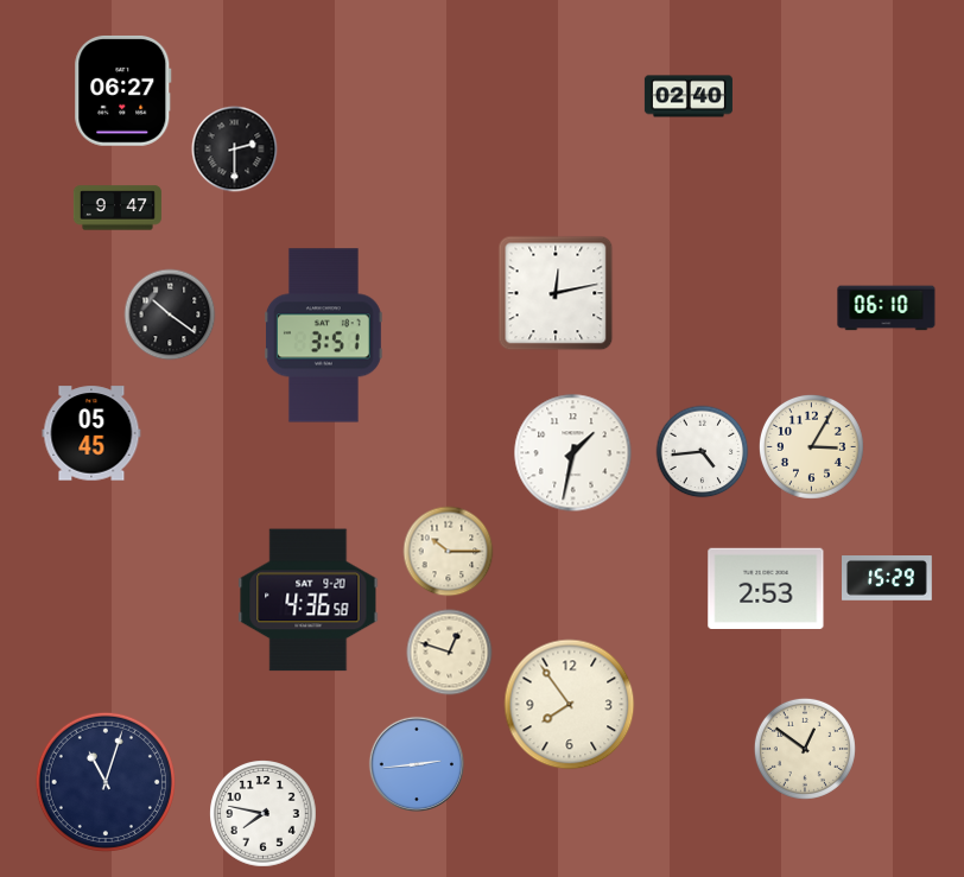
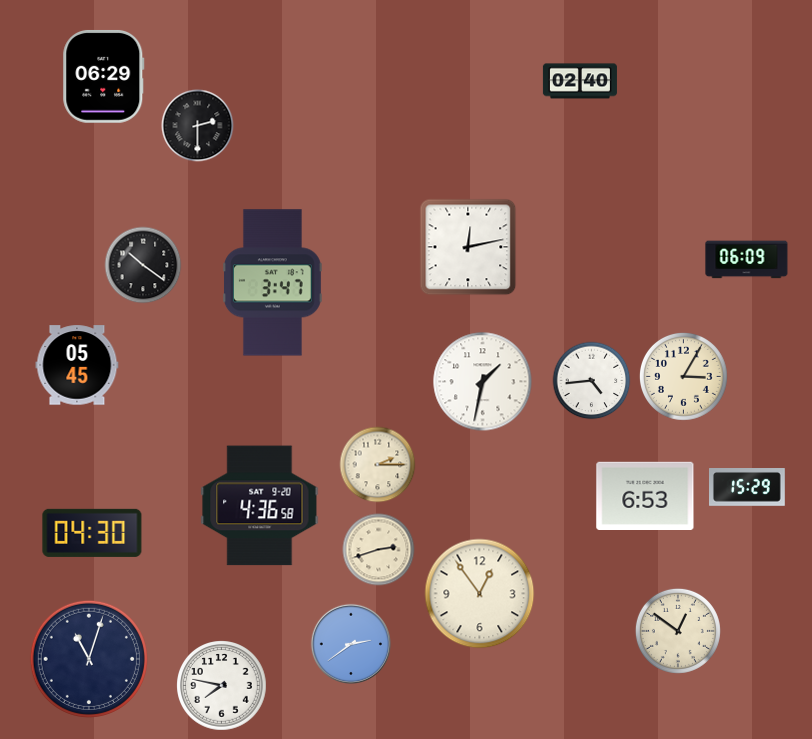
clock at (123, 91): 06:27 -> 06:29
clock at (118, 208): 9:47 -> none
clock at (887, 309): 06:10 -> 06:09
clock at (324, 336): 3:51 -> 3:47
clock at (449, 552): 10:15 -> 2:15
clock at (766, 587): 2:53 -> 6:53
clock at (92, 533): none -> 04:30
clock at (450, 653): 12:48 -> 2:42
clock at (570, 705): 7:54 -> 12:54
clock at (417, 764): 2:44 -> 2:39
